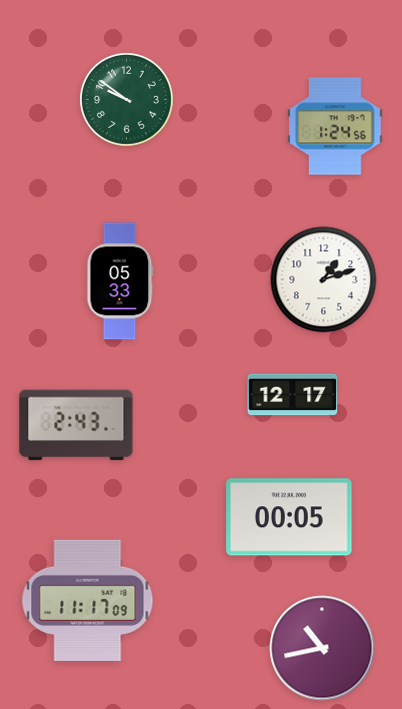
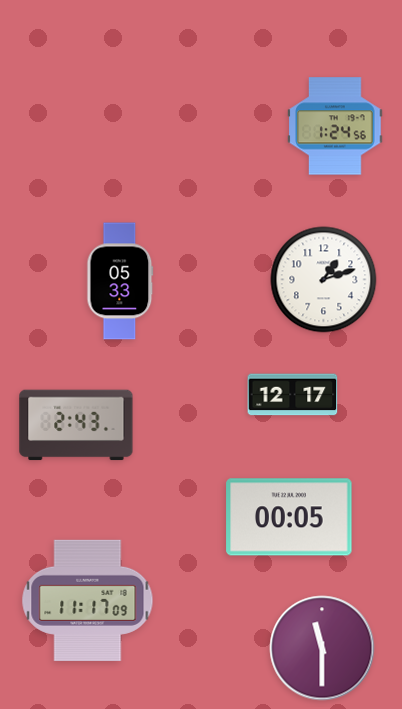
clock at (126, 99): 9:51 -> none
clock at (322, 648): 10:43 -> 11:30
